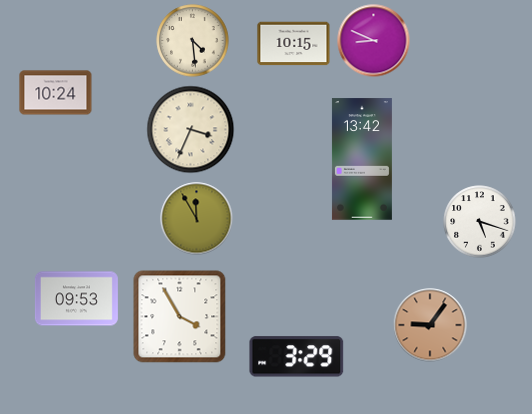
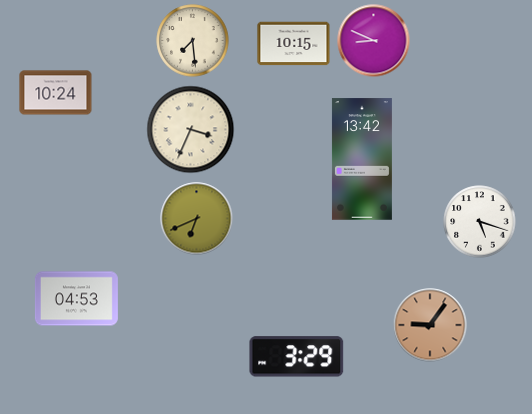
clock at (193, 41): 4:29 -> 7:29
clock at (197, 219): 11:55 -> 6:41
clock at (76, 299): 09:53 -> 04:53
clock at (180, 317): 3:55 -> none
